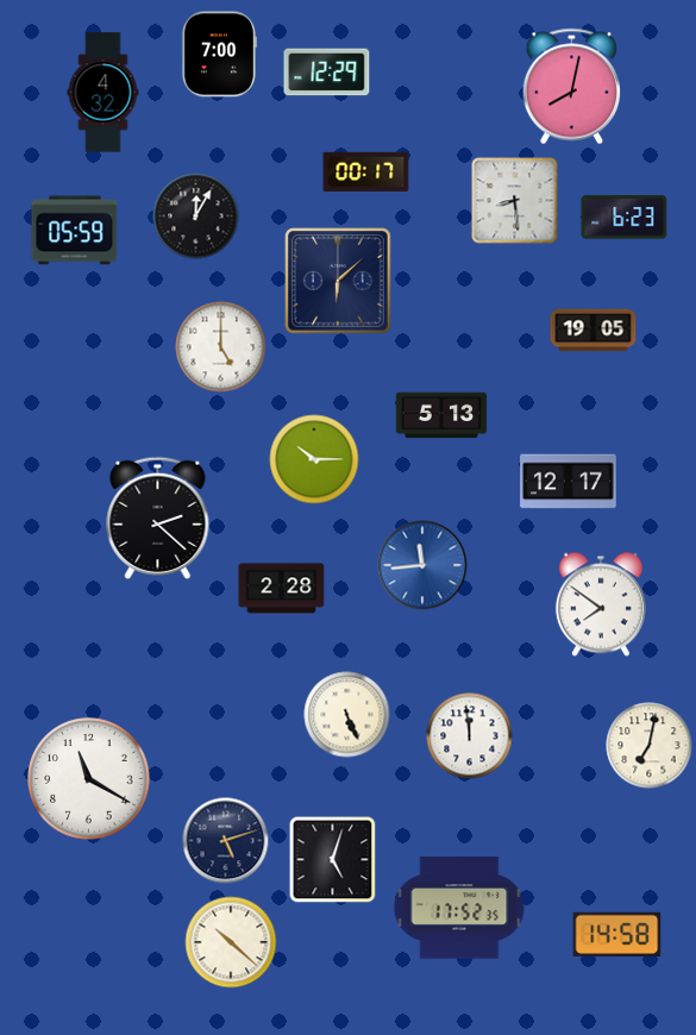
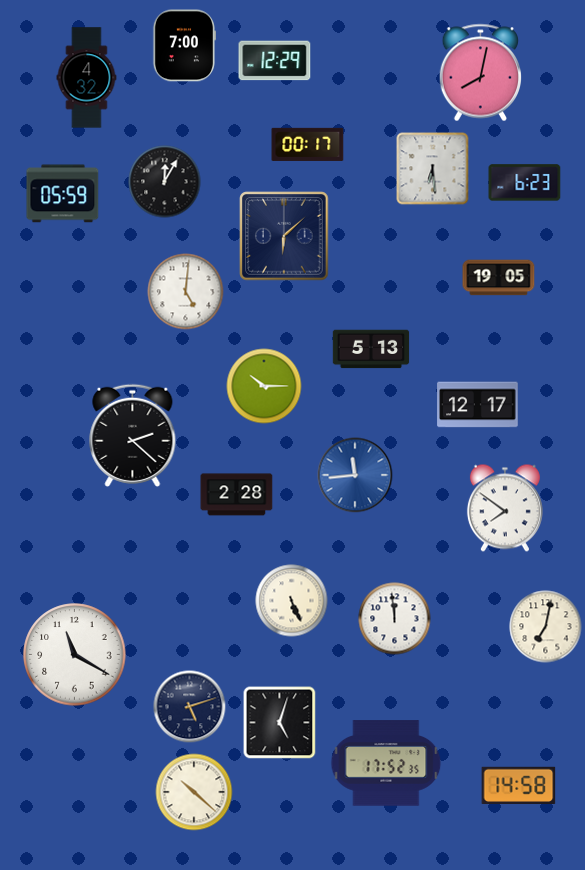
clock at (515, 201): 8:29 -> 6:29
clock at (221, 347): 5:00 -> 5:01
